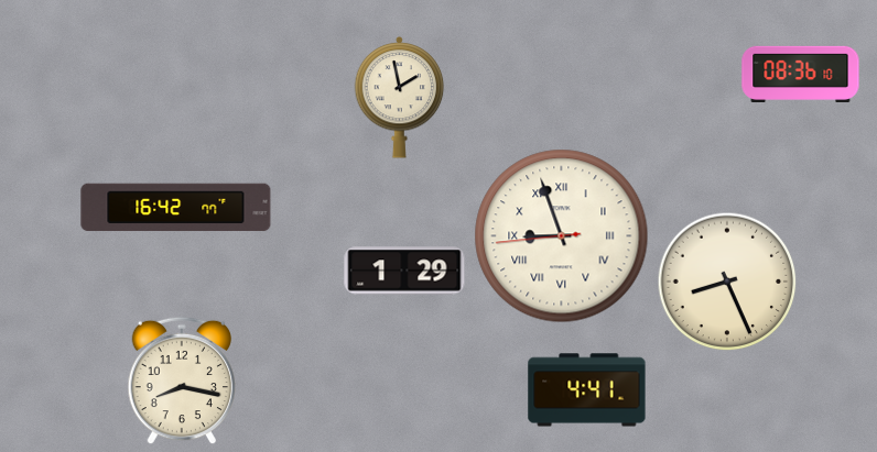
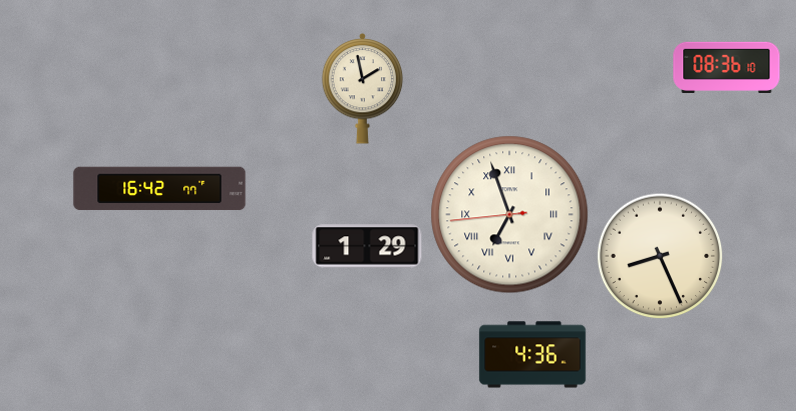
clock at (562, 236): 8:56 -> 6:56
clock at (182, 381): 8:17 -> none
clock at (587, 390): 4:41 -> 4:36
